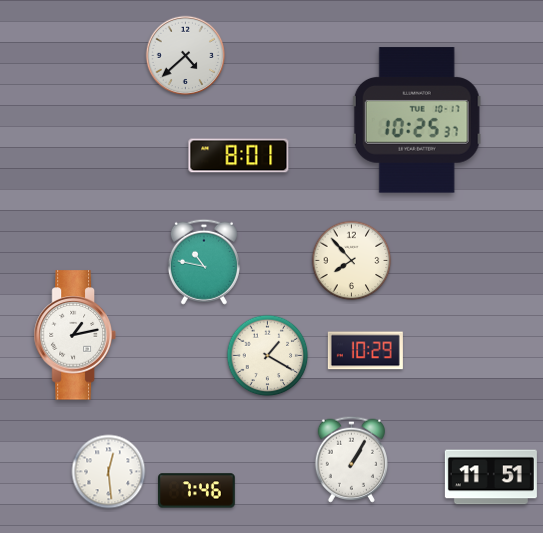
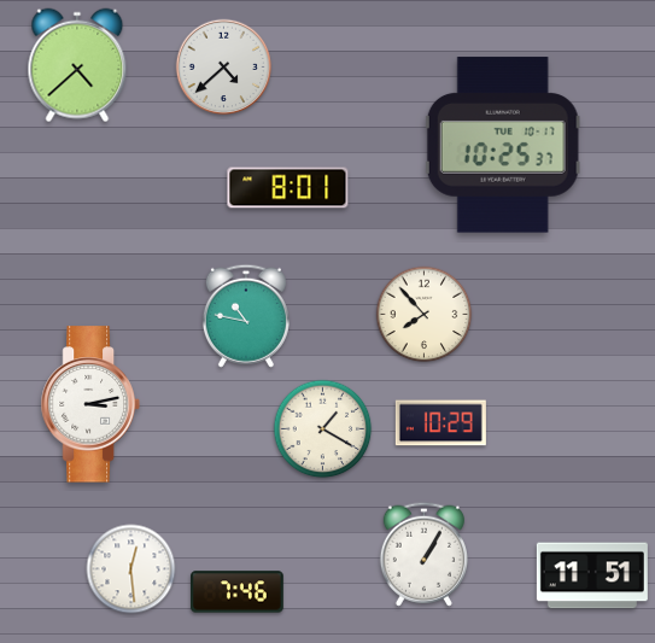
clock at (77, 65): none -> 4:38
clock at (75, 335): 1:13 -> 3:13
